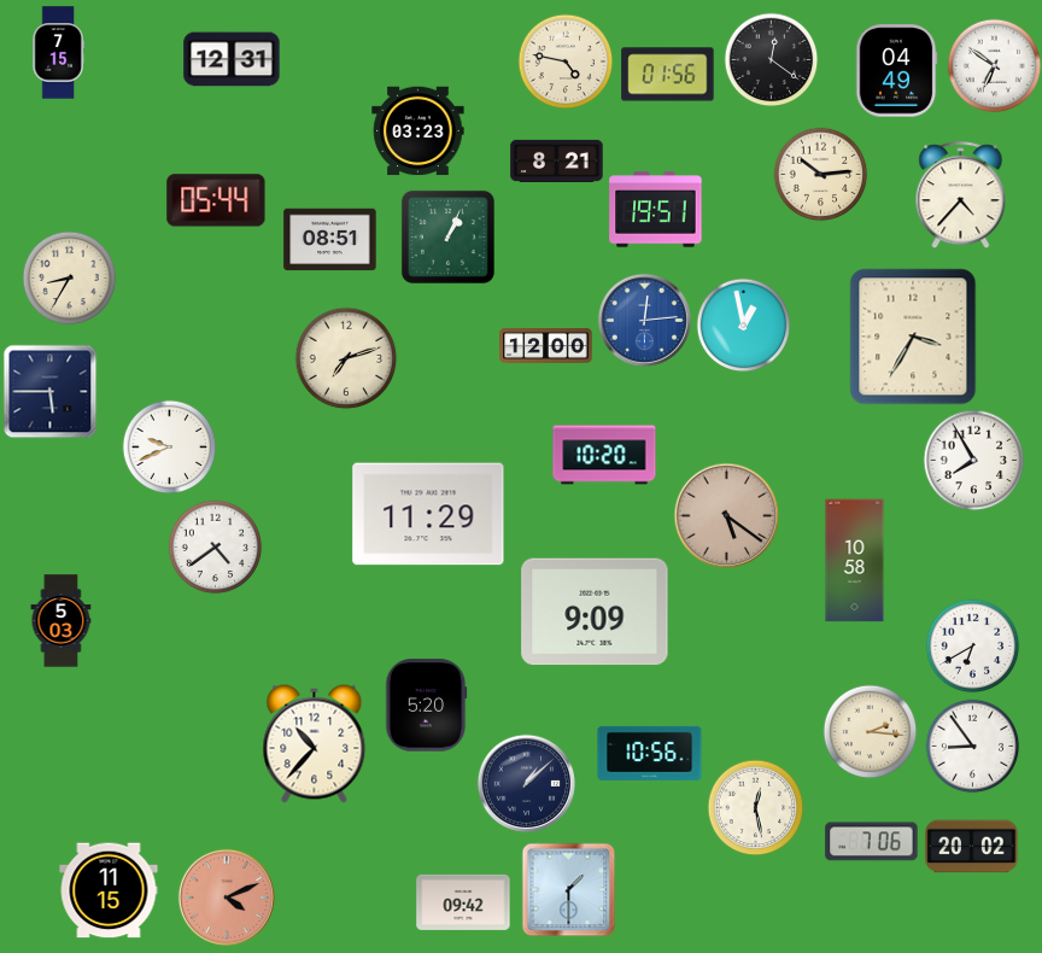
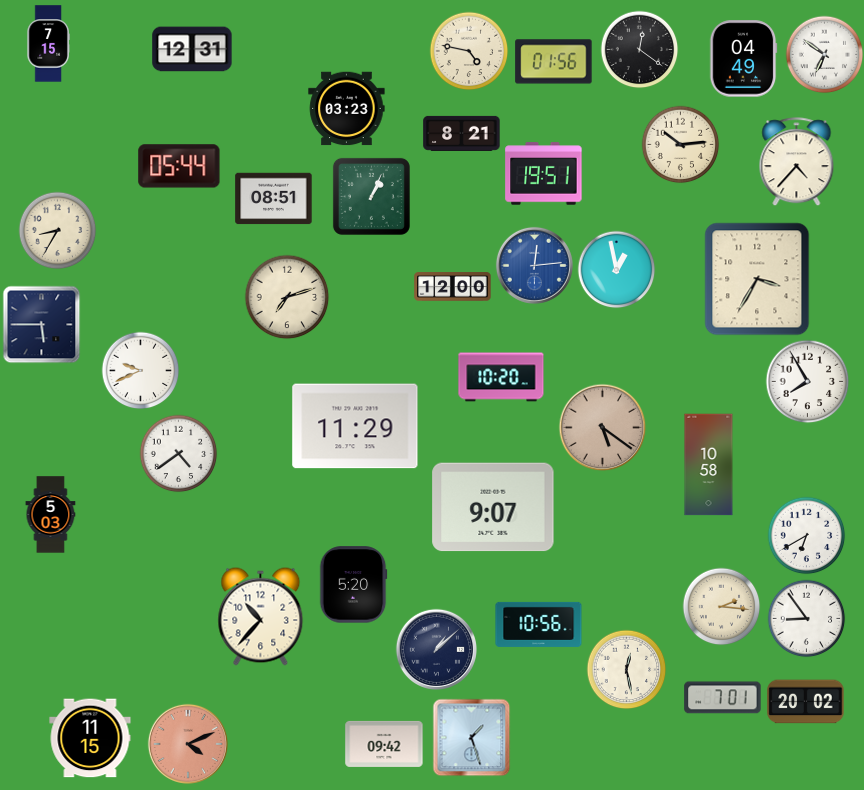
clock at (595, 612): 9:09 -> 9:07
clock at (872, 842): 7:06 -> 7:01
clock at (568, 889): 1:30 -> 1:27
clock at (463, 902) position: (463, 902) -> (384, 744)
